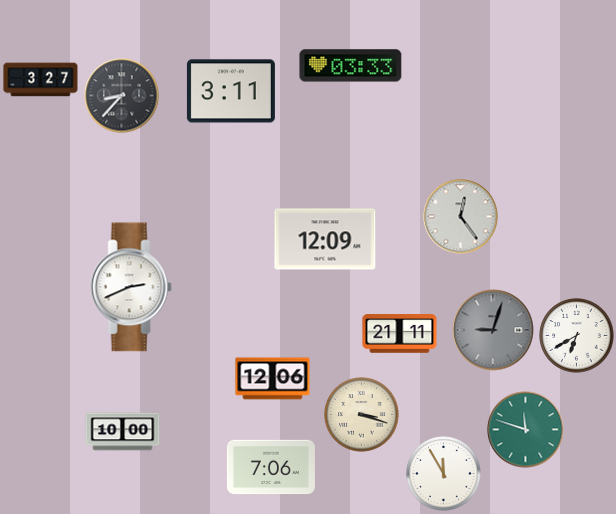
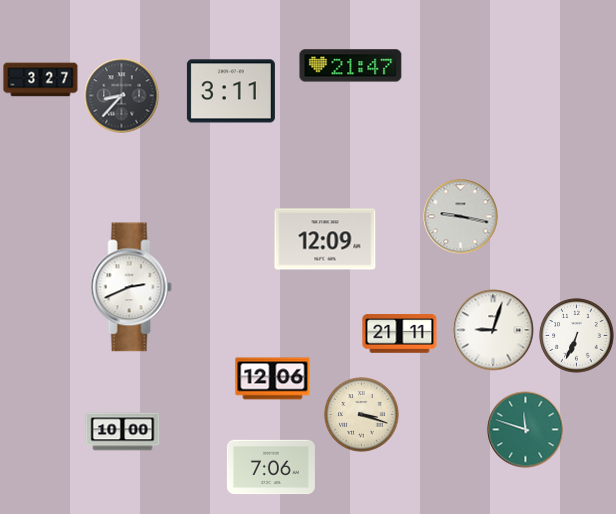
clock at (351, 66): 03:33 -> 21:47
clock at (461, 217): 12:24 -> 9:17
clock at (493, 330) dial: grey -> white
clock at (577, 336): 6:40 -> 6:34
clock at (444, 474): 11:55 -> none
